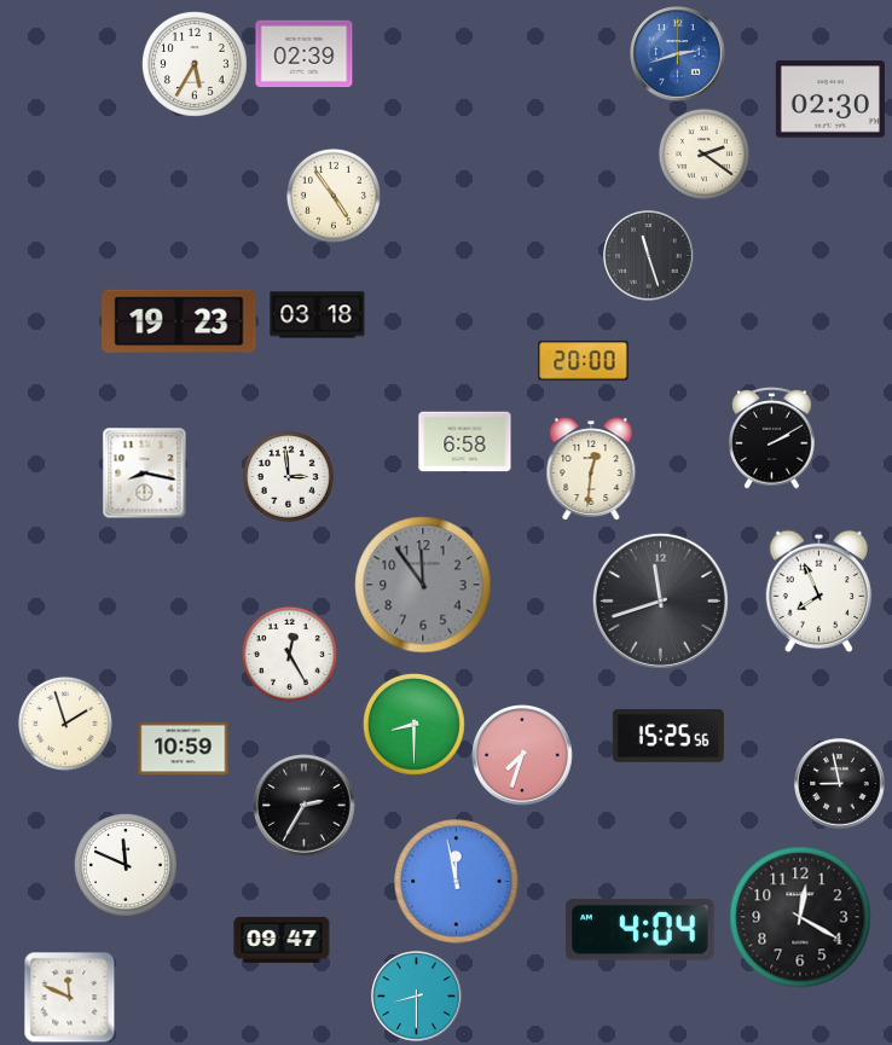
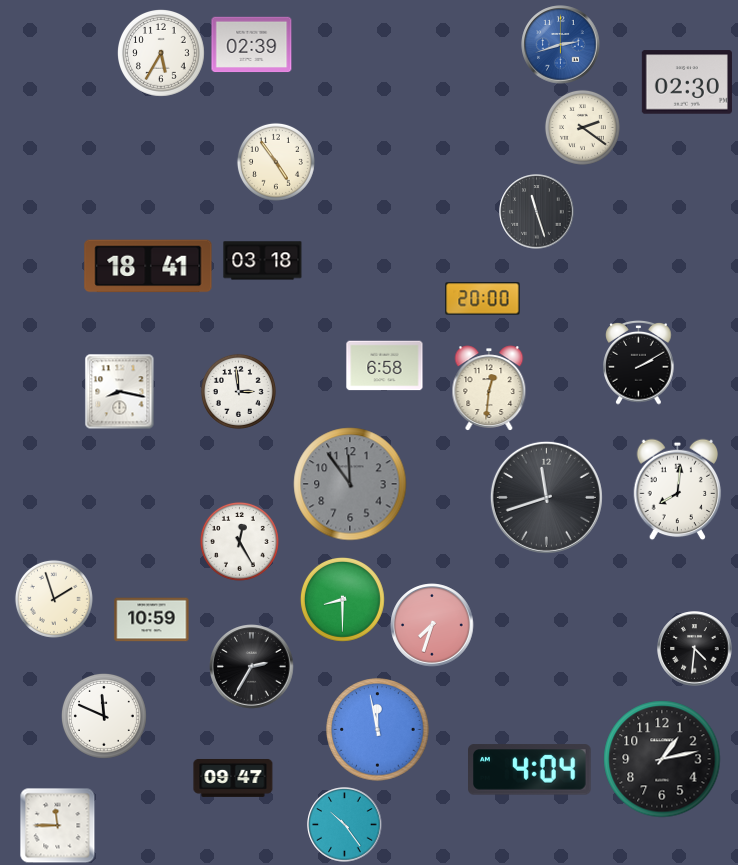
clock at (179, 321): 19:23 -> 18:41
clock at (288, 476) position: (288, 476) -> (238, 391)
clock at (819, 592): 7:56 -> 8:01
clock at (668, 736): 15:25 -> none
clock at (840, 784): 8:58 -> 4:31
clock at (800, 917): 12:20 -> 1:13
clock at (417, 997): 8:30 -> 10:24
clock at (70, 998): 11:49 -> 11:45
